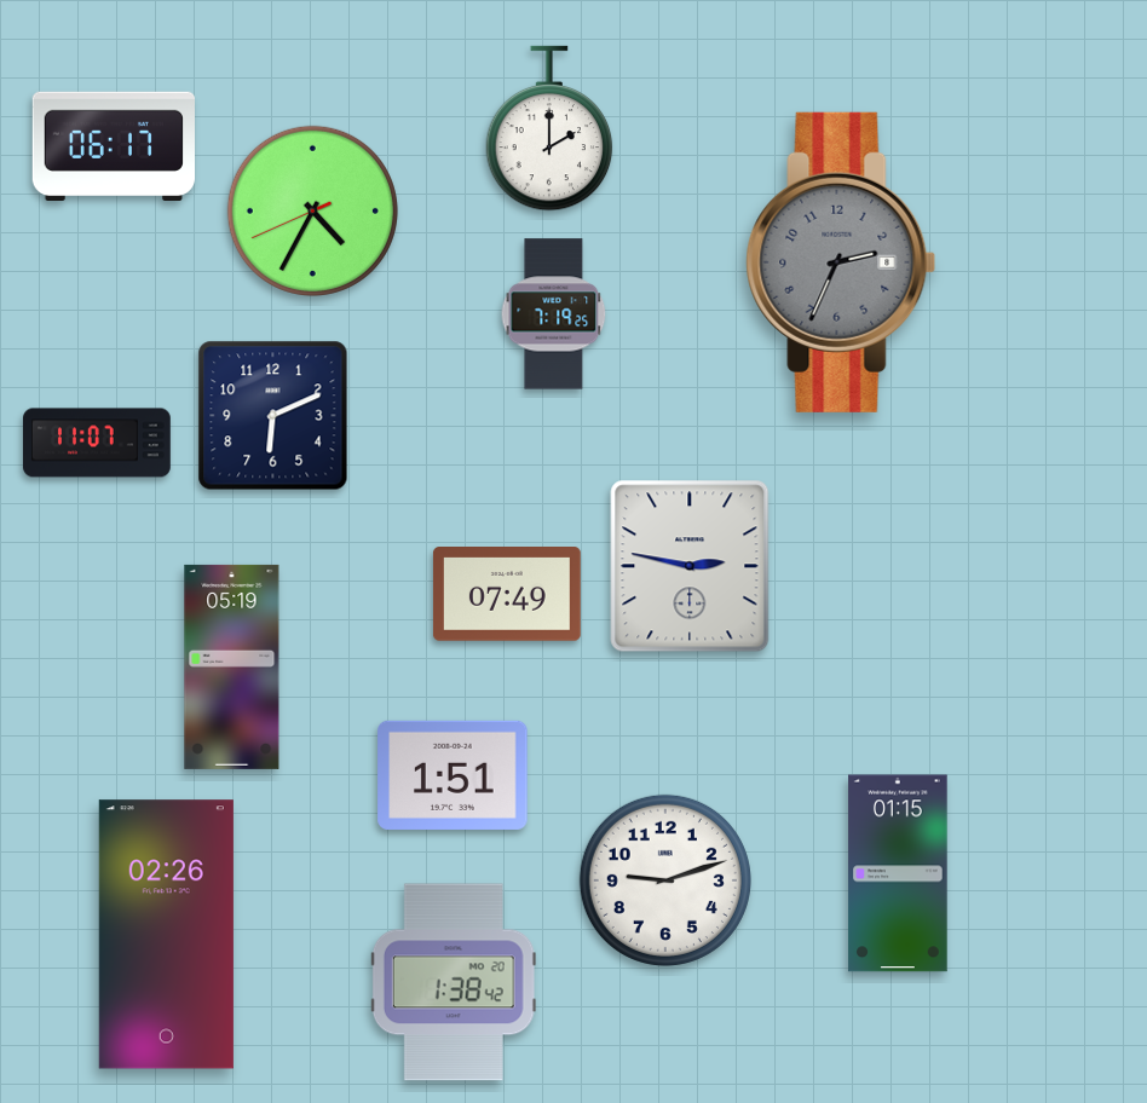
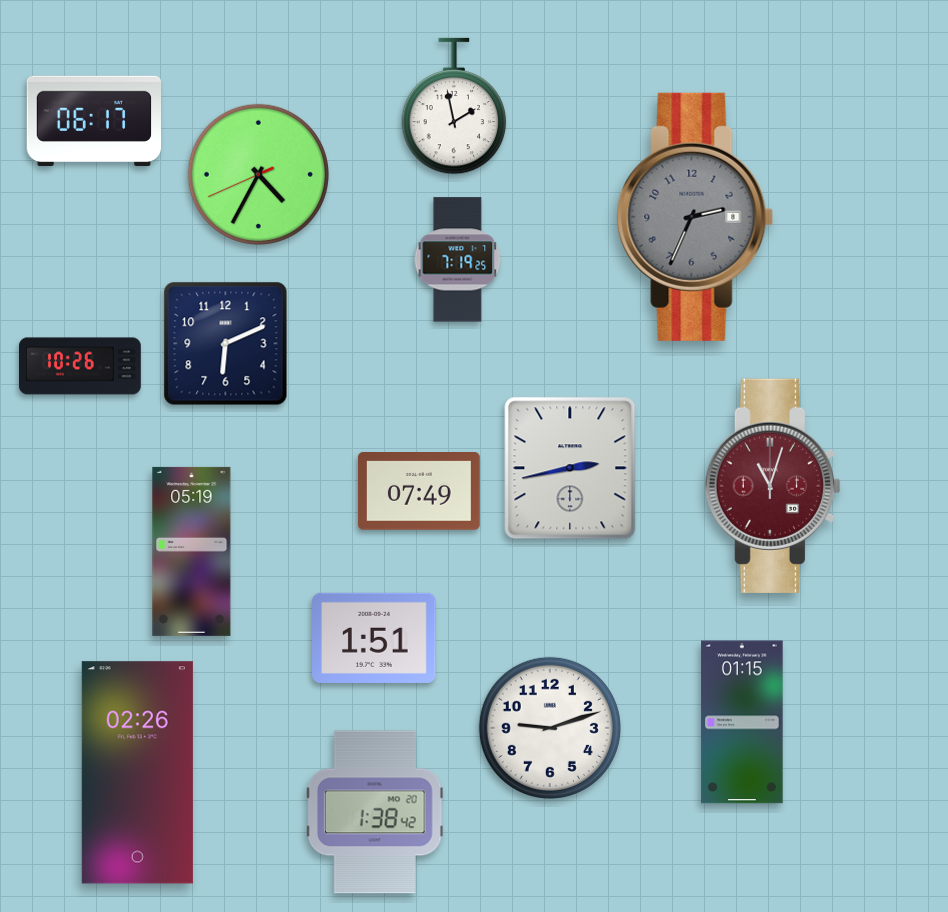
clock at (549, 128): 2:00 -> 1:58
clock at (98, 443): 11:07 -> 10:26
clock at (690, 566): 2:47 -> 2:43
clock at (773, 486): none -> 11:03
clock at (453, 775) position: (453, 775) -> (374, 638)
